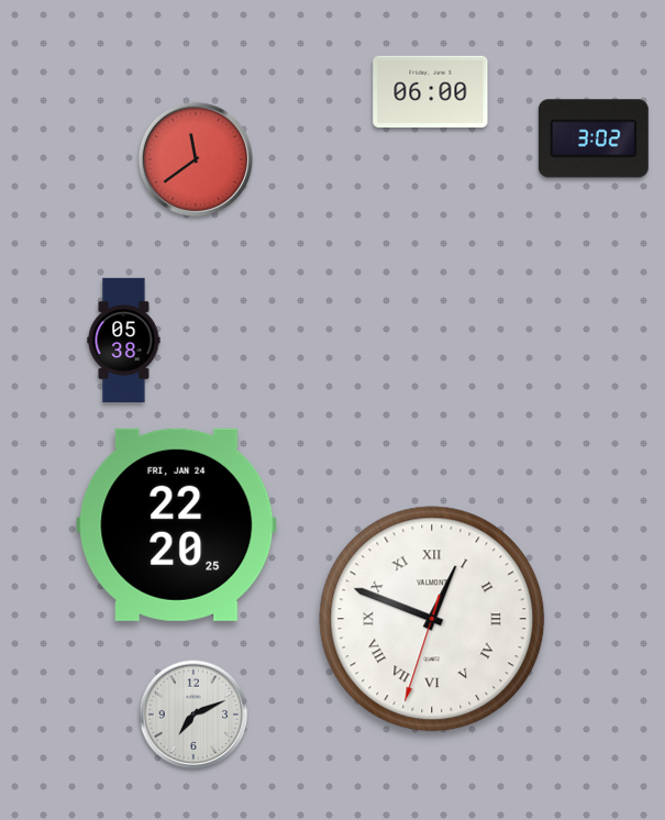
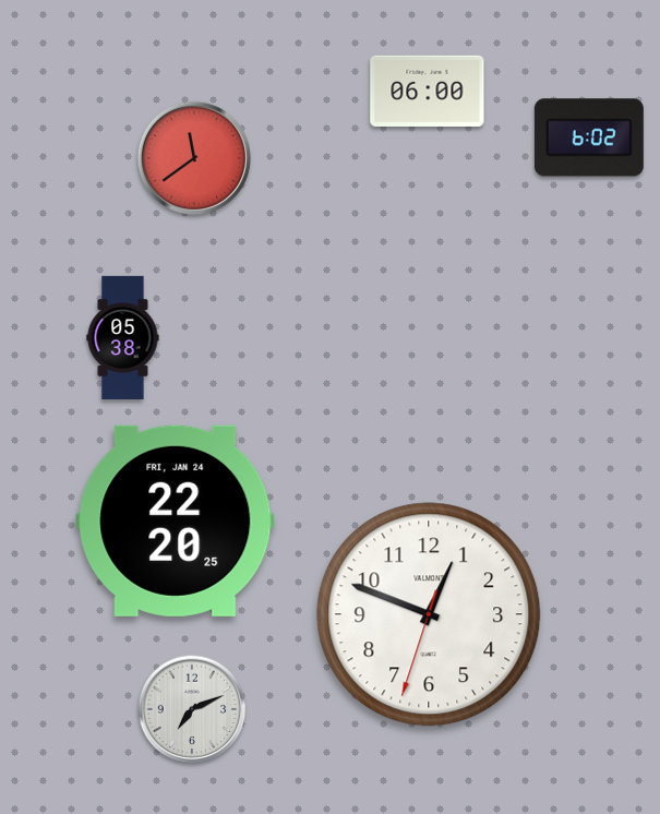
clock at (594, 138): 3:02 -> 6:02
clock at (432, 619) numerals: Roman -> Arabic
